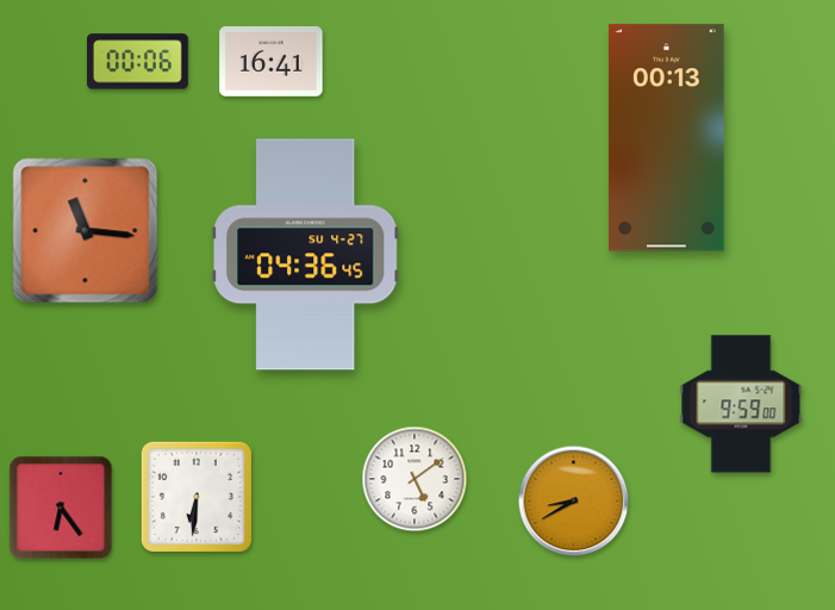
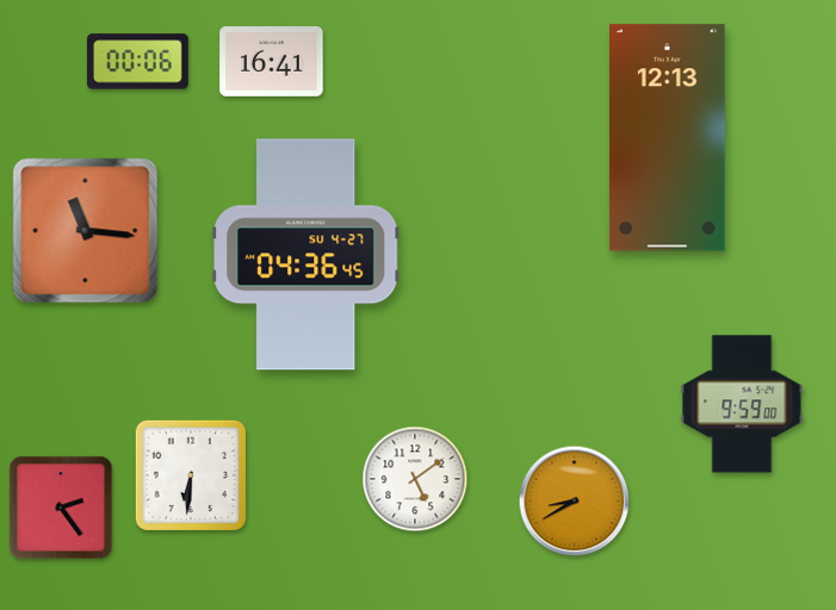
clock at (667, 138): 00:13 -> 12:13
clock at (197, 497) position: (197, 497) -> (191, 475)
clock at (61, 508): 6:24 -> 2:24
